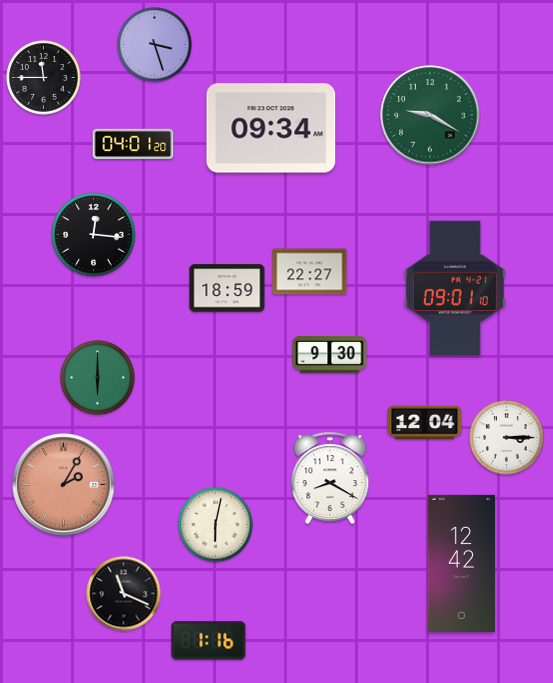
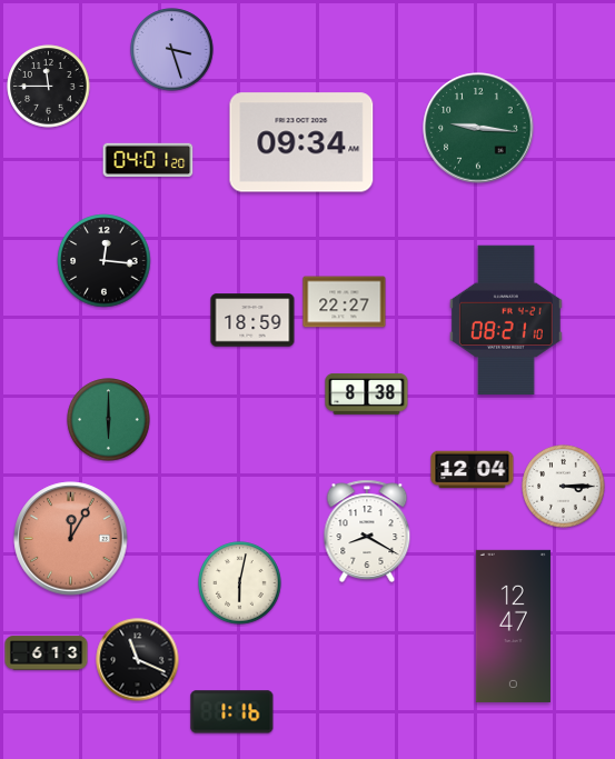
clock at (430, 115): 9:20 -> 9:16
clock at (455, 288): 09:01 -> 08:21
clock at (330, 354): 9:30 -> 8:38
clock at (64, 485): 2:05 -> 12:05
clock at (461, 563): 12:42 -> 12:47
clock at (47, 653): none -> 6:13
